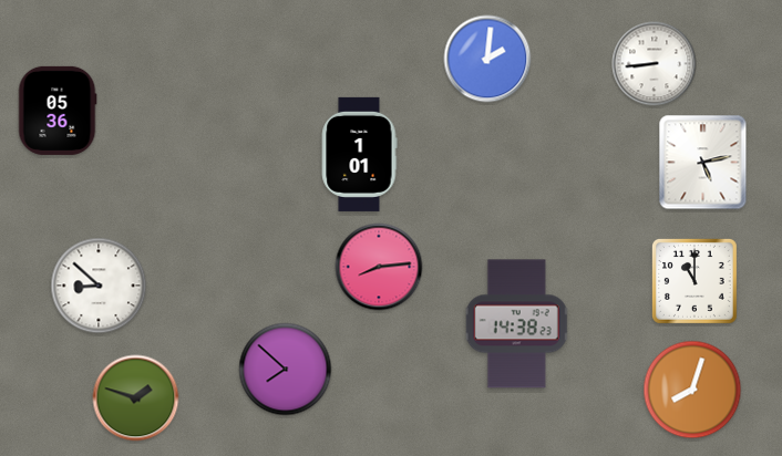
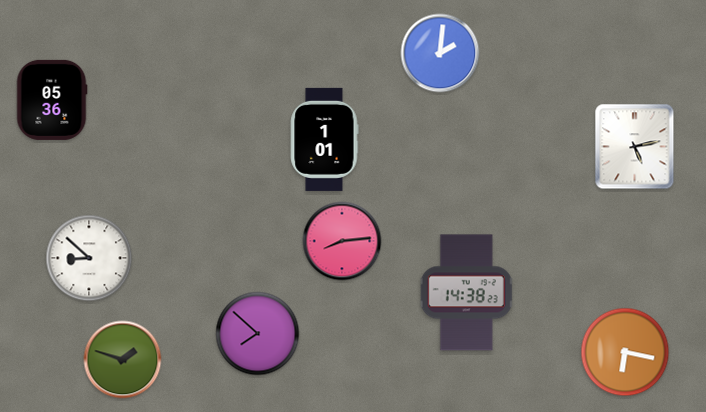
clock at (655, 64): 8:44 -> none
clock at (694, 281): 11:00 -> none
clock at (692, 390): 8:03 -> 6:17
